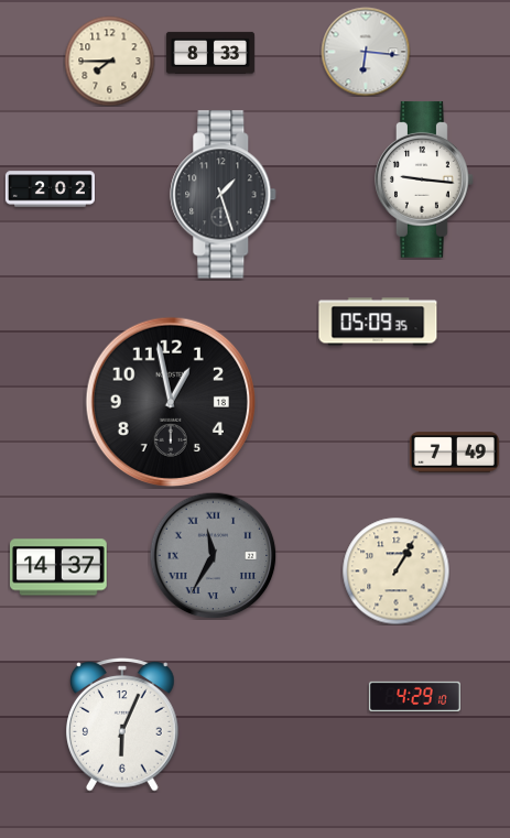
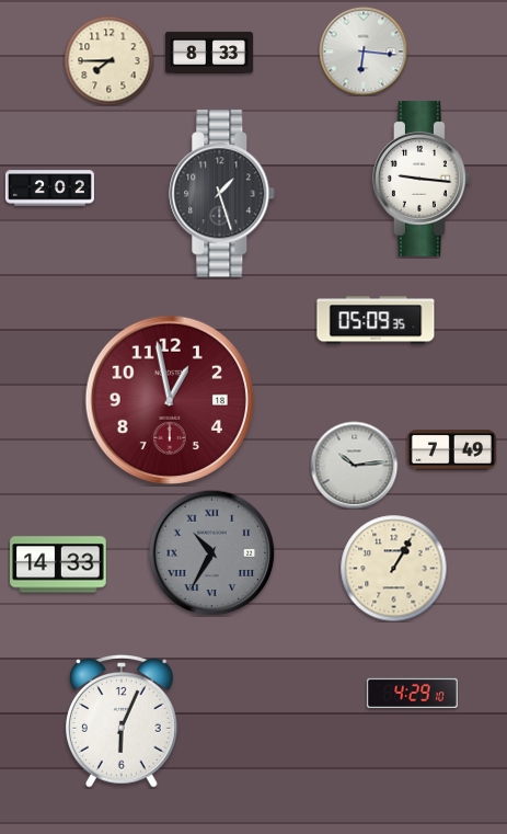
clock at (170, 401) dial: black -> burgundy
clock at (354, 465): none -> 10:14
clock at (213, 555): 11:35 -> 10:35
clock at (59, 567): 14:37 -> 14:33
